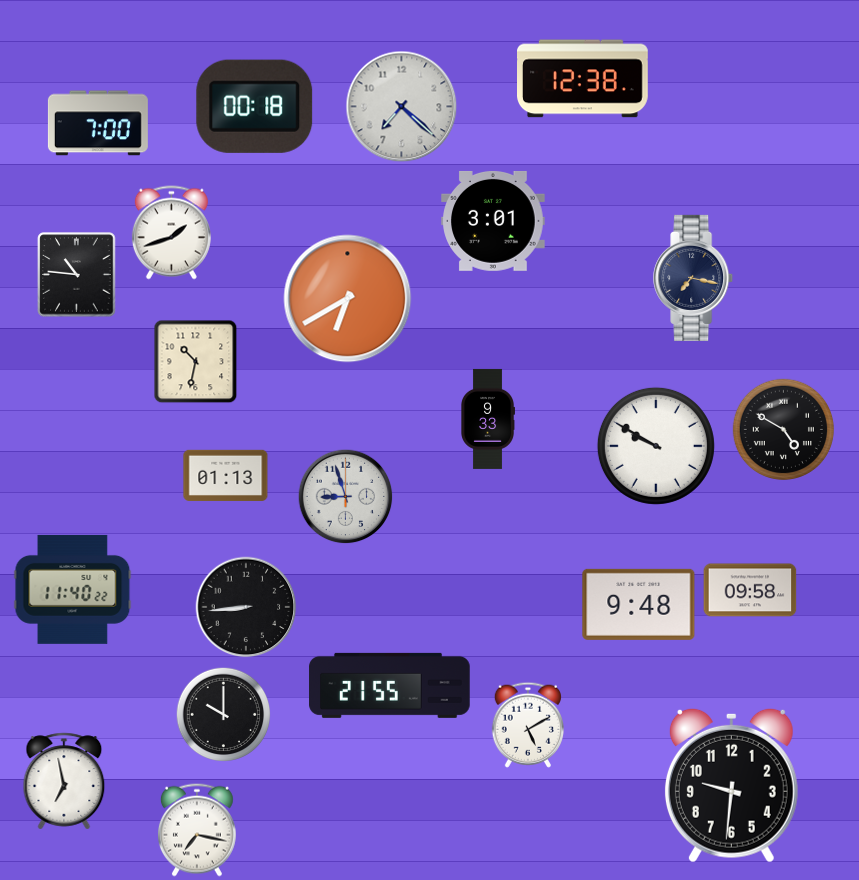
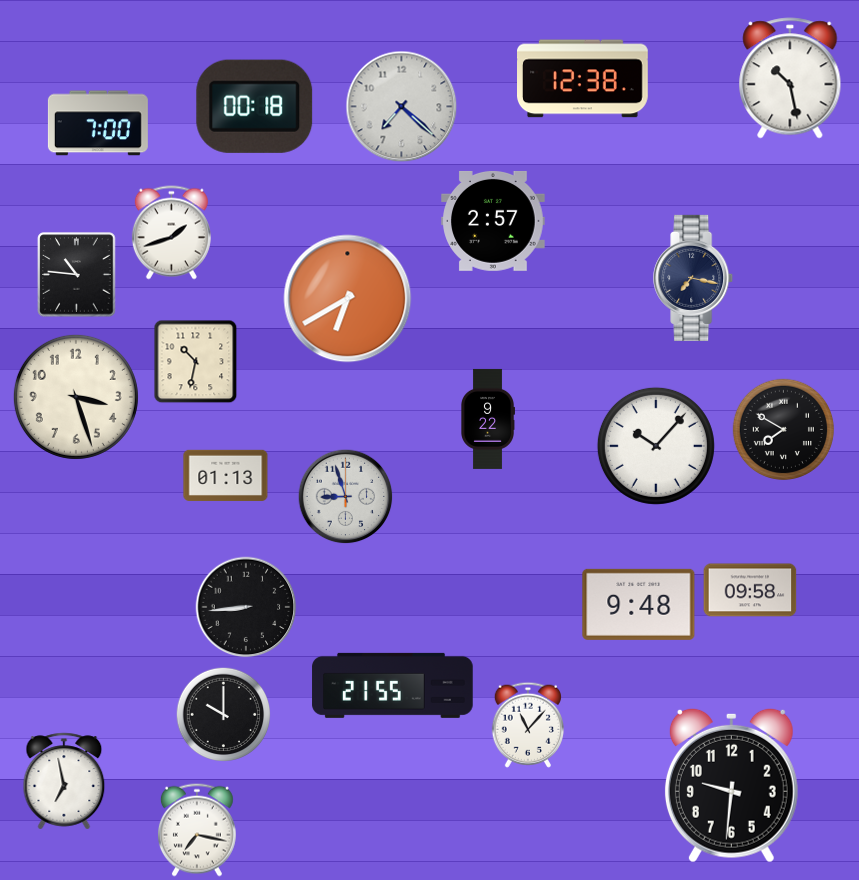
clock at (790, 78): none -> 10:28
clock at (493, 221): 3:01 -> 2:57
clock at (76, 397): none -> 3:27
clock at (488, 419): 9:33 -> 9:22
clock at (783, 429): 4:50 -> 7:50
clock at (656, 446): 9:50 -> 10:07
clock at (73, 589): 11:40 -> none
clock at (390, 685) position: (390, 685) -> (393, 685)
clock at (527, 725): 5:10 -> 11:07
